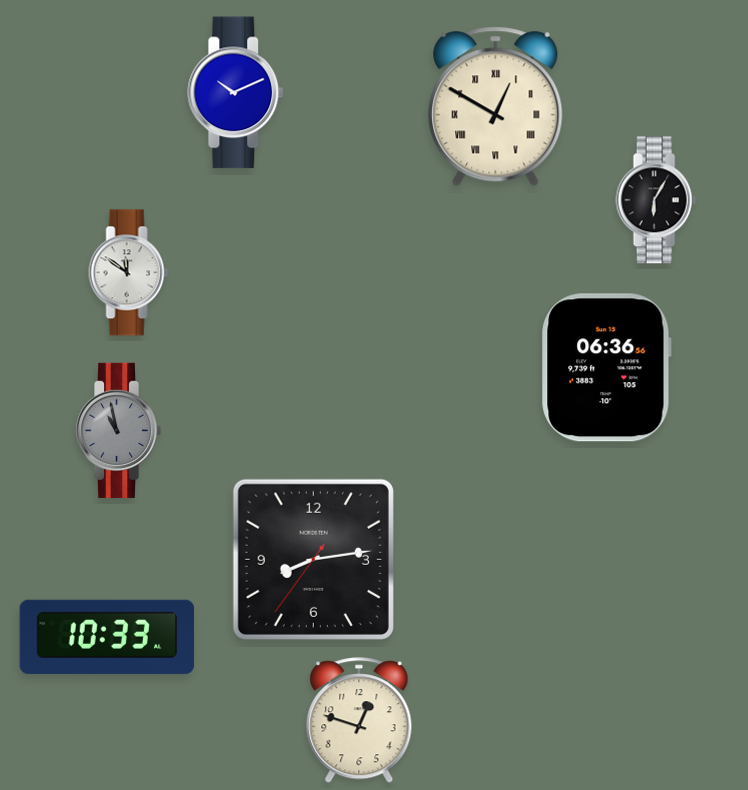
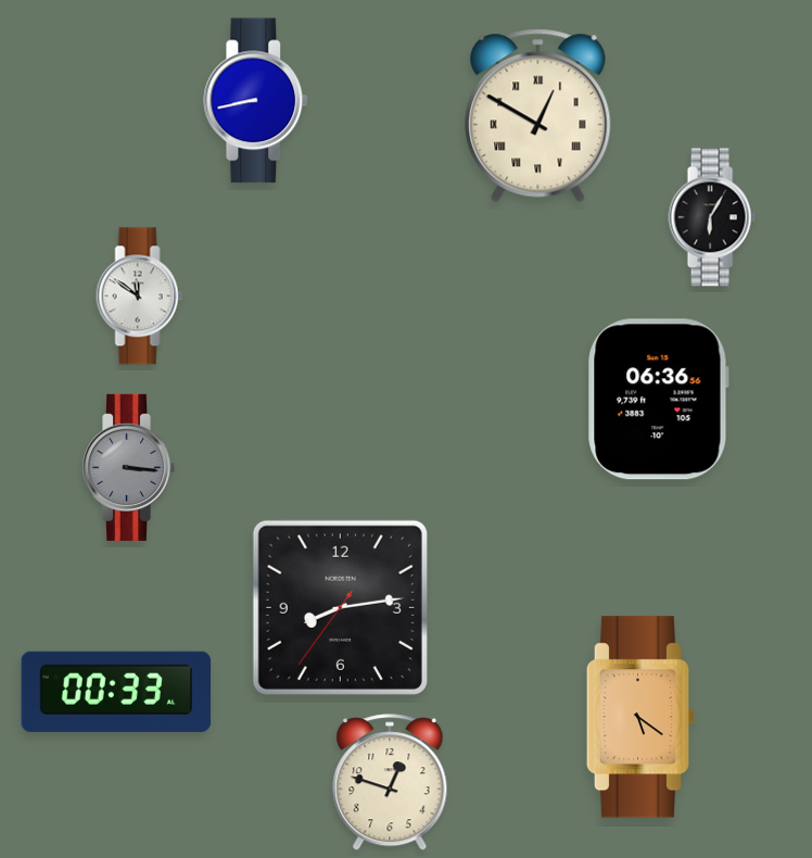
clock at (236, 93): 10:11 -> 8:43
clock at (118, 430): 10:58 -> 3:16
clock at (107, 637): 10:33 -> 00:33
clock at (640, 717): none -> 5:21
